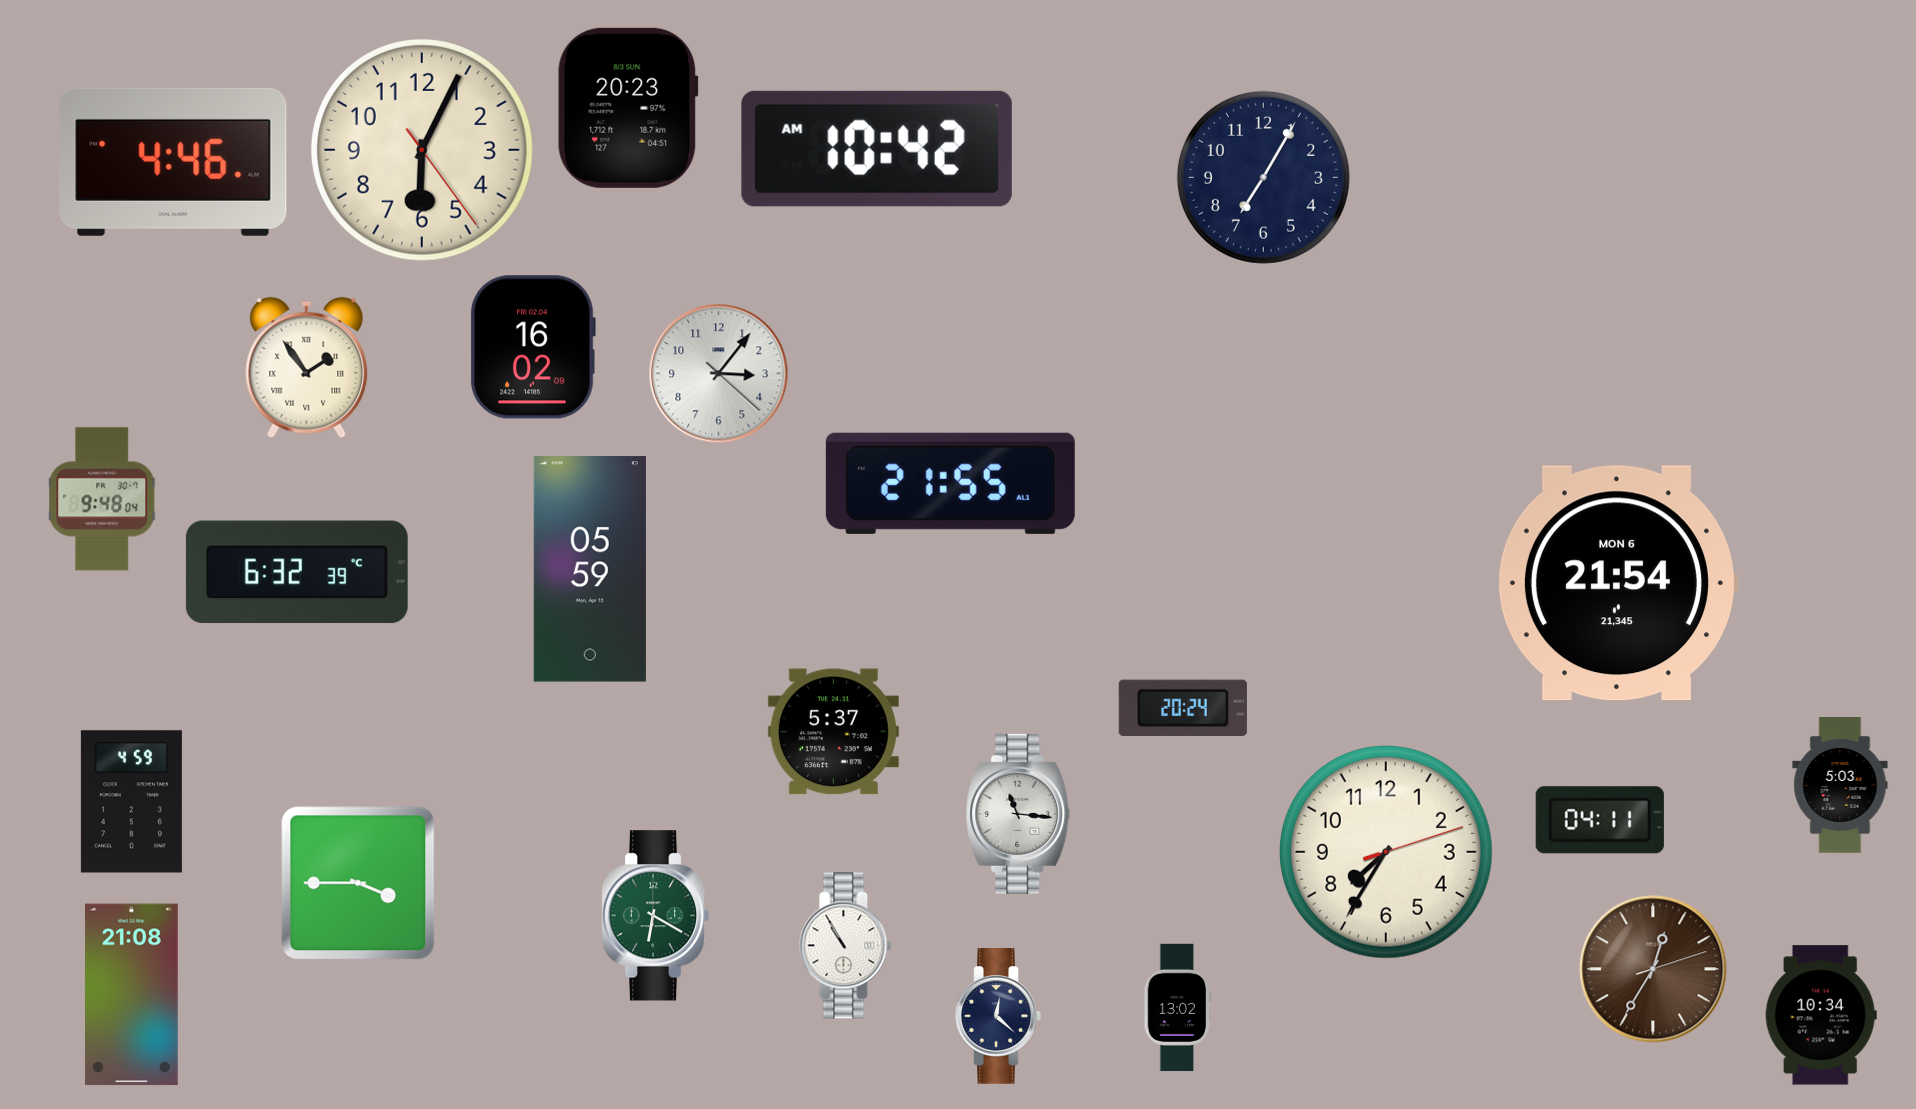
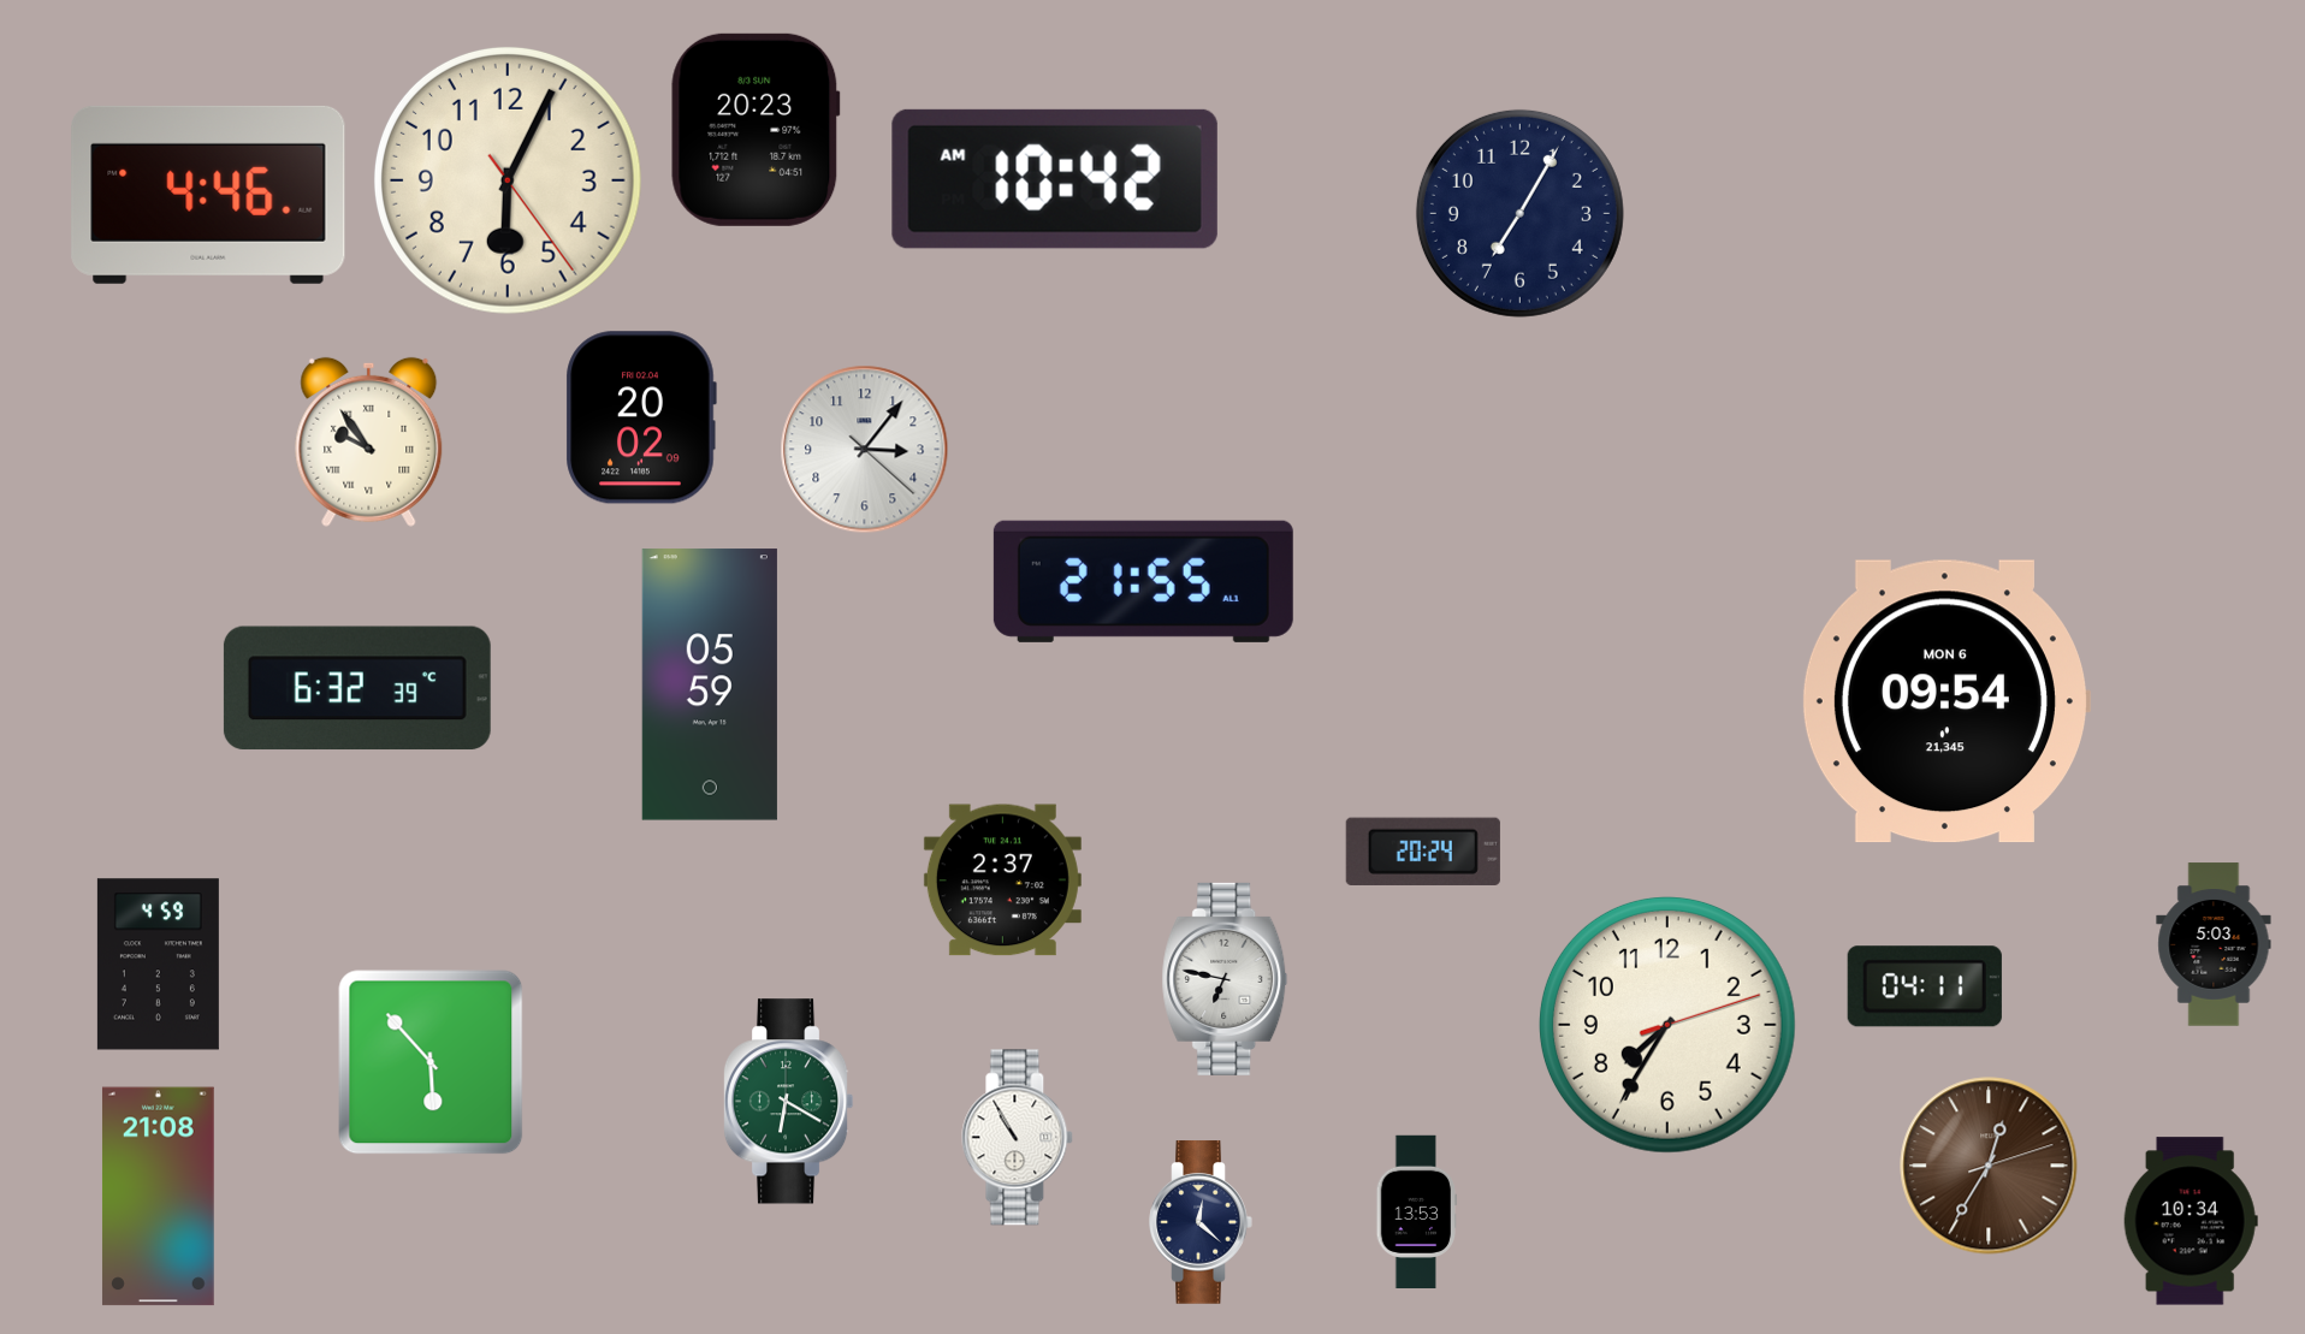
clock at (533, 347): 16:02 -> 20:02
clock at (307, 367): 1:54 -> 9:54
clock at (103, 499): 9:48 -> none
clock at (1617, 583): 21:54 -> 09:54
clock at (833, 732): 5:37 -> 2:37
clock at (1018, 814): 11:16 -> 6:47
clock at (358, 883): 3:45 -> 5:53
clock at (1178, 1008): 13:02 -> 13:53
